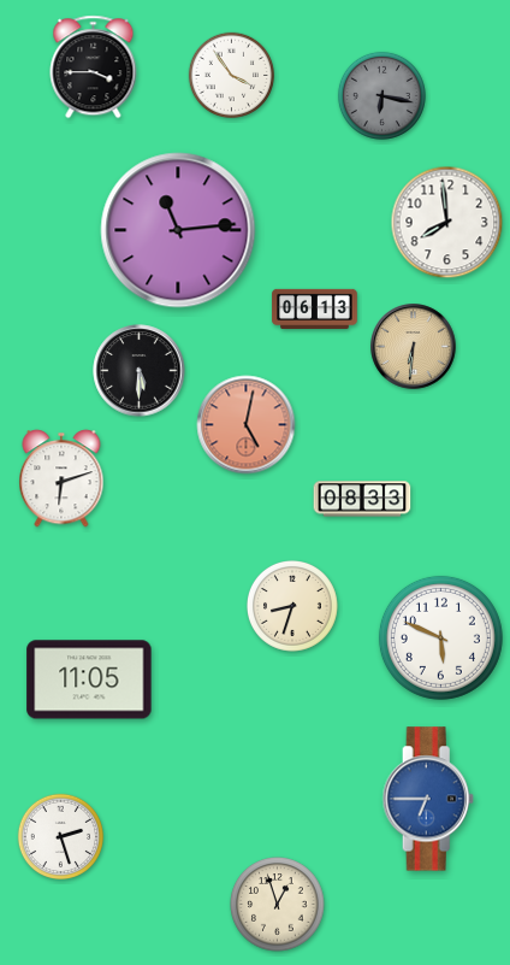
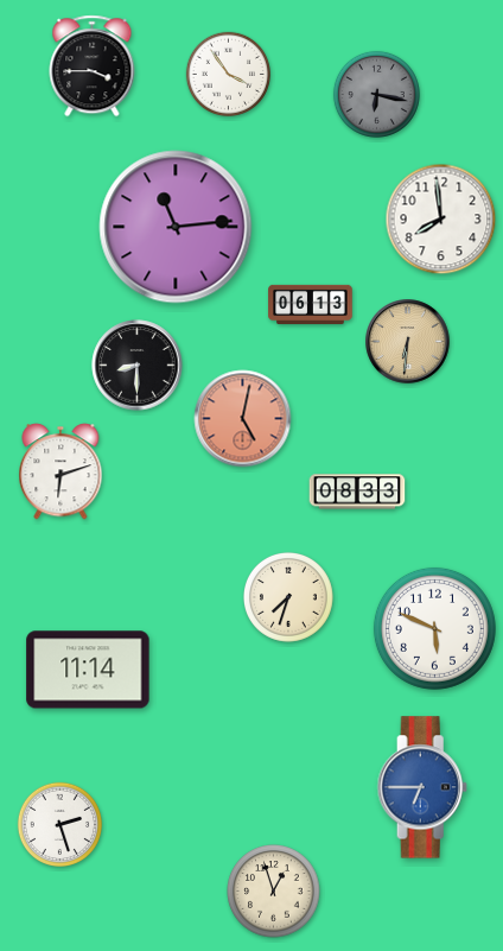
clock at (140, 371): 5:30 -> 8:30
clock at (293, 607): 8:33 -> 7:33
clock at (89, 679): 11:05 -> 11:14
